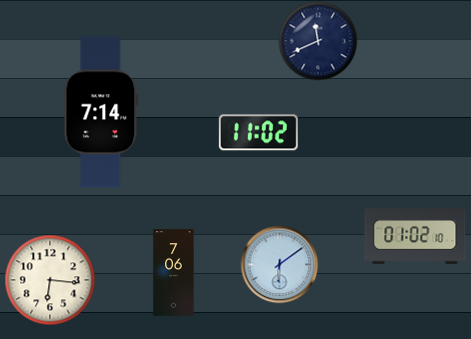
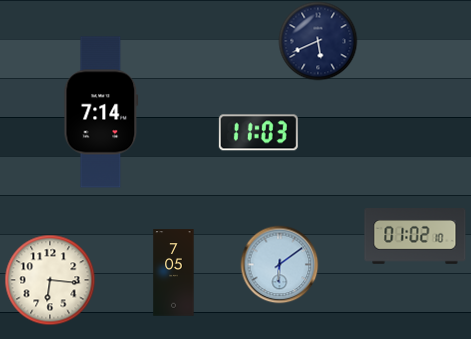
clock at (318, 41): 11:41 -> 5:41
clock at (258, 133): 11:02 -> 11:03
clock at (174, 273): 7:06 -> 7:05
